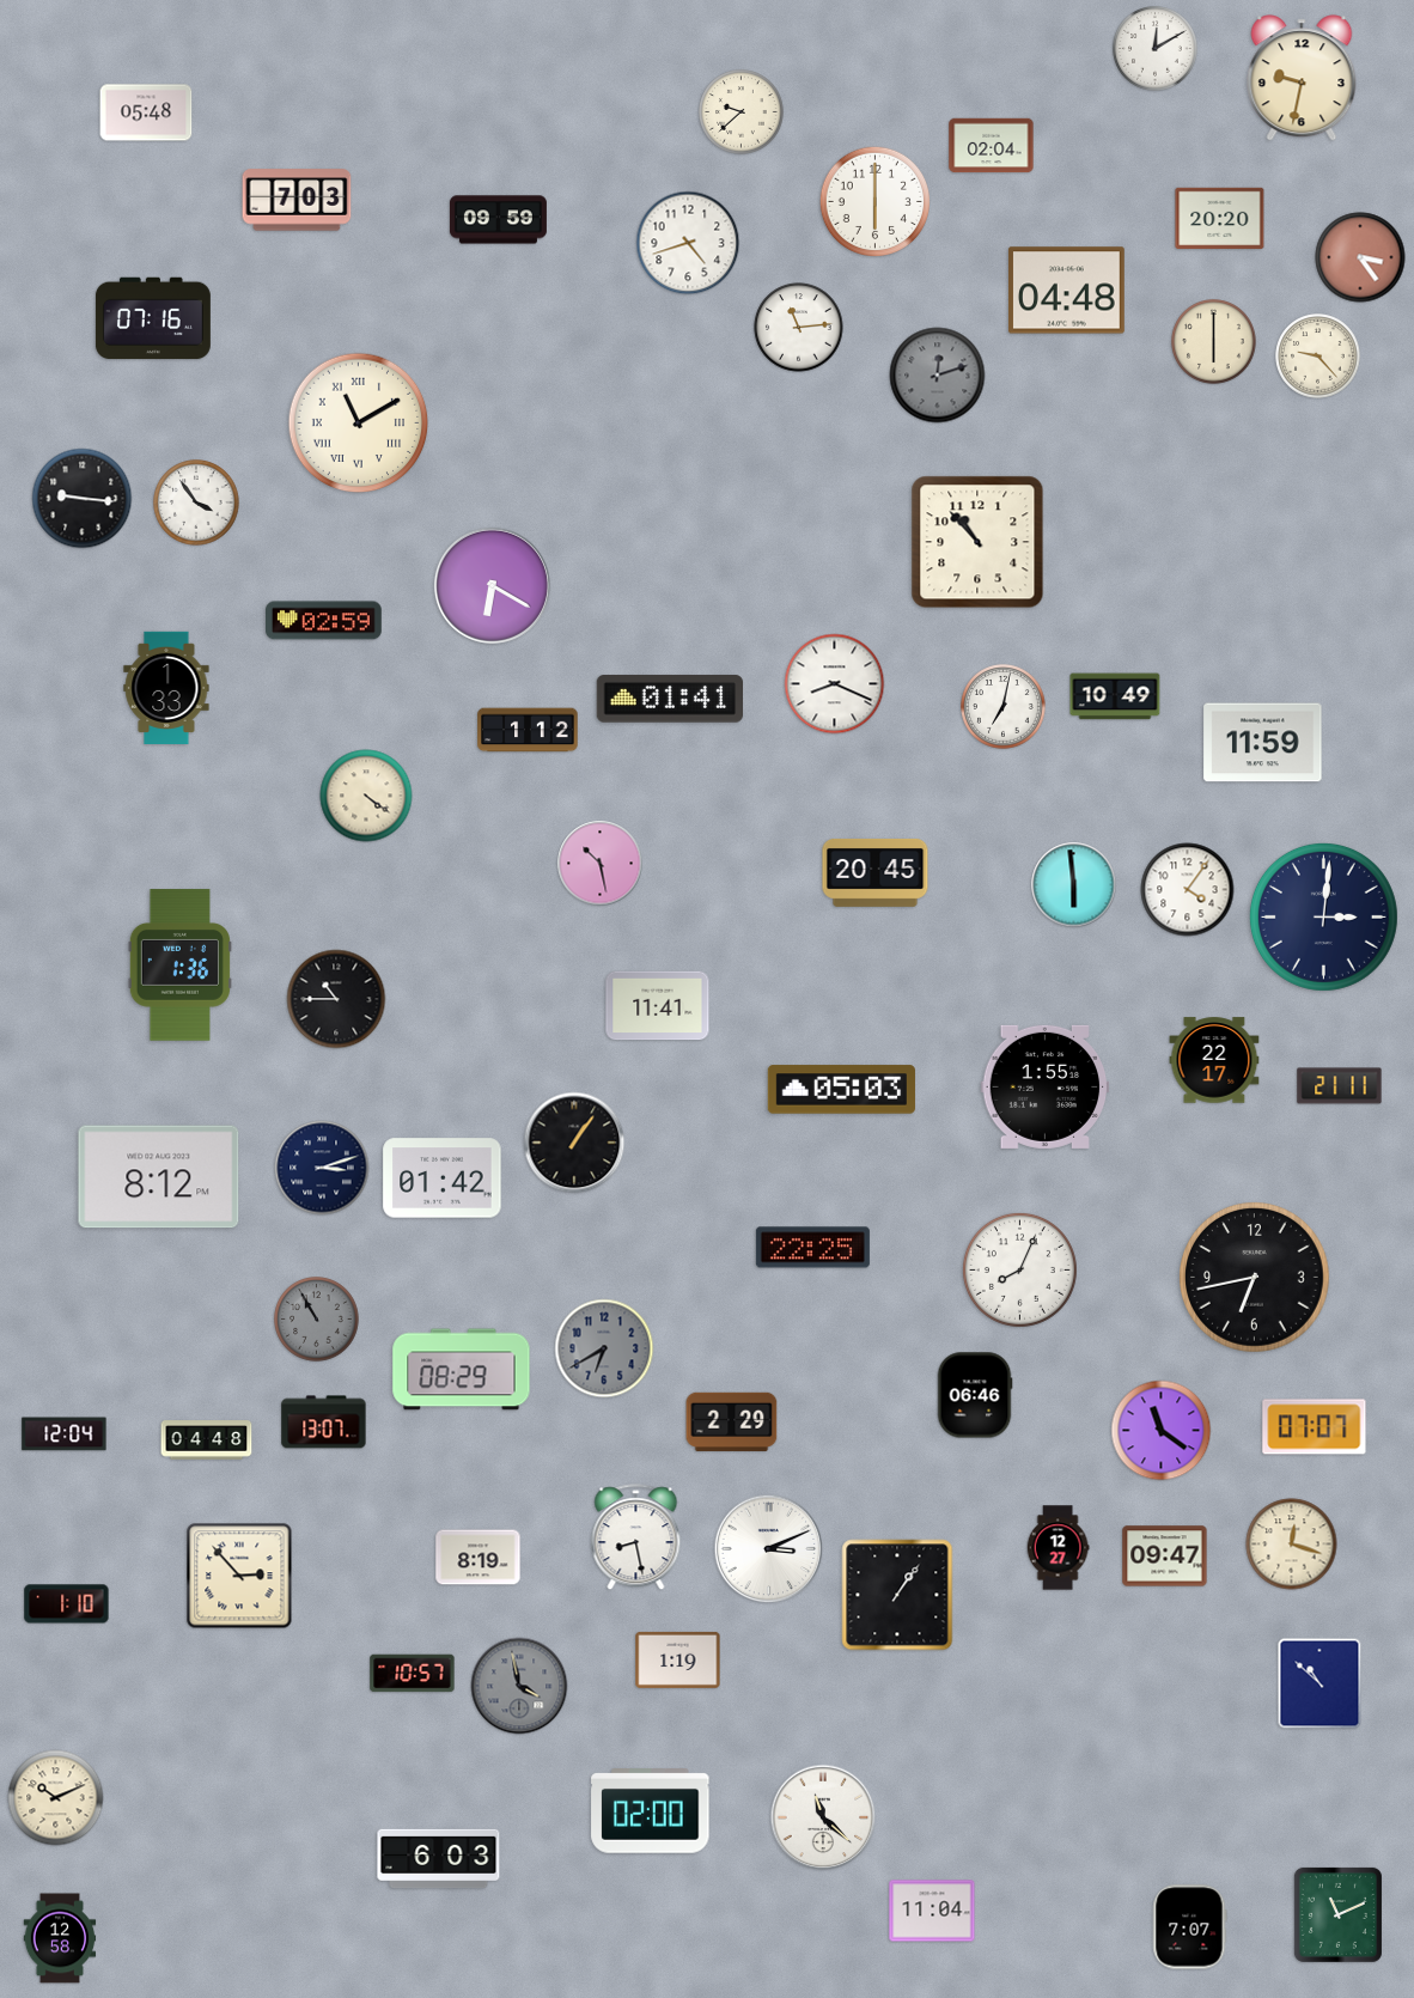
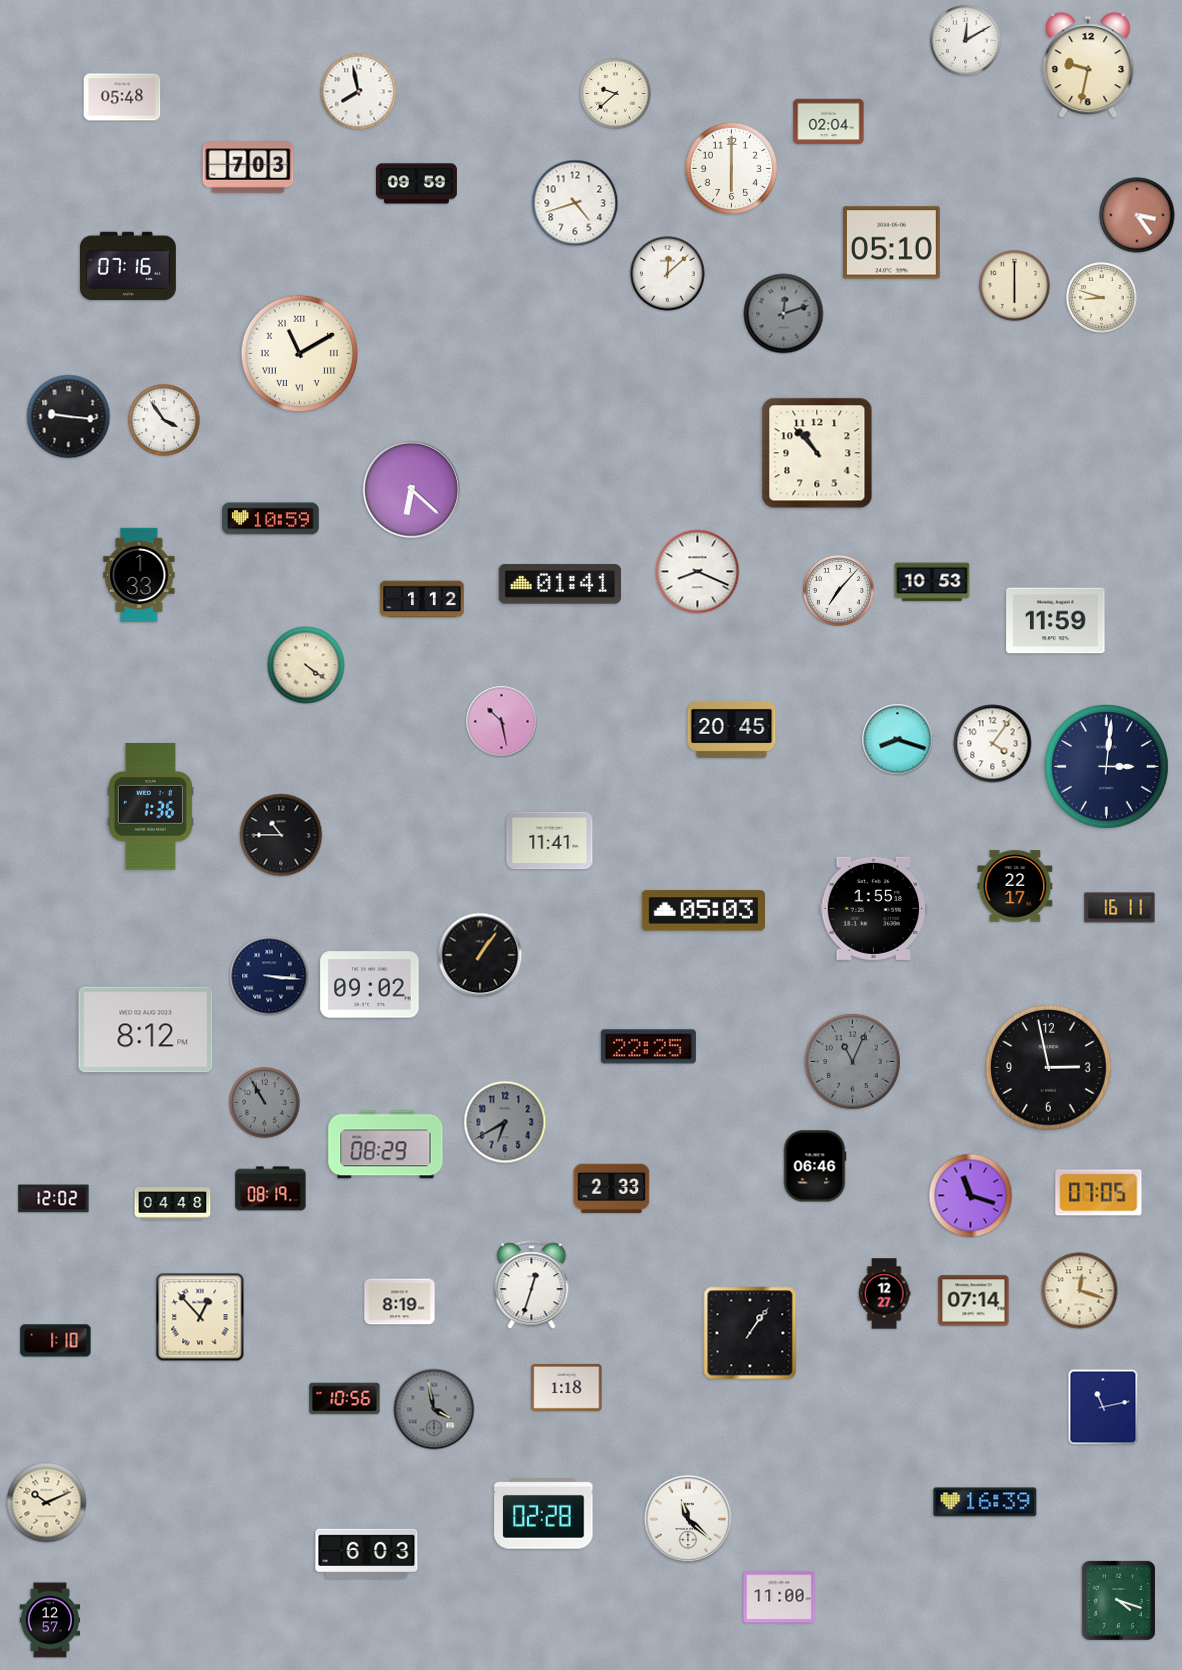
clock at (359, 92): none -> 7:58
clock at (146, 112) position: (146, 112) -> (122, 97)
clock at (742, 112) position: (742, 112) -> (616, 94)
clock at (1220, 218): 20:20 -> none
clock at (1067, 291): 04:48 -> 05:10
clock at (799, 328): 11:14 -> 12:08
clock at (1318, 357): 9:23 -> 8:48
clock at (492, 585): 6:20 -> 6:22
clock at (324, 621): 02:59 -> 10:59
clock at (1115, 696): 10:49 -> 10:53
clock at (1004, 707): 7:02 -> 7:07
clock at (528, 730) position: (528, 730) -> (422, 599)
clock at (1074, 885): 5:59 -> 8:18
clock at (1340, 1086): 21:11 -> 16:11
clock at (322, 1168): 3:12 -> 3:16
clock at (159, 1177) position: (159, 1177) -> (146, 1030)
clock at (443, 1178): 01:42 -> 09:02
clock at (812, 1248) position: (812, 1248) -> (648, 1047)
clock at (1019, 1269): 8:04 -> 11:04
clock at (1019, 1269) dial: white -> grey
clock at (1255, 1278): 6:43 -> 2:58
clock at (604, 1348) position: (604, 1348) -> (505, 1122)
clock at (732, 1421): 2:29 -> 2:33
clock at (324, 1423): 13:07 -> 08:19
clock at (1315, 1427): 07:07 -> 07:05
clock at (1162, 1431): 11:21 -> 11:18
clock at (65, 1434): 12:04 -> 12:02
clock at (636, 1537): 8:28 -> 12:33
clock at (769, 1549): 3:11 -> none
clock at (1165, 1557): 09:47 -> 07:14
clock at (239, 1576): 2:53 -> 12:53
clock at (678, 1659): 1:19 -> 1:18
clock at (413, 1674): 10:57 -> 10:56
clock at (1319, 1683): 10:52 -> 11:13
clock at (985, 1502): none -> 16:39
clock at (651, 1811): 02:00 -> 02:28
clock at (932, 1911): 11:04 -> 11:00
clock at (1337, 1914): 11:11 -> 4:18
clock at (1190, 1927): 7:07 -> none
clock at (60, 1938): 12:58 -> 12:57
